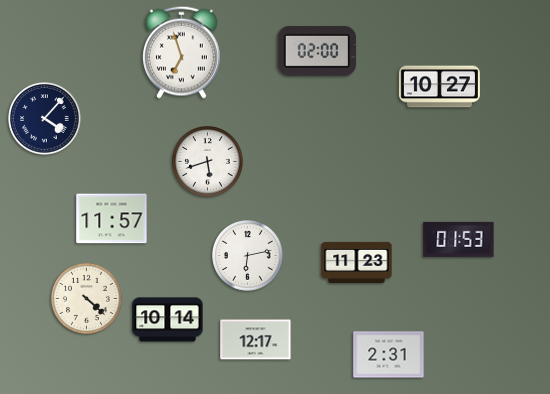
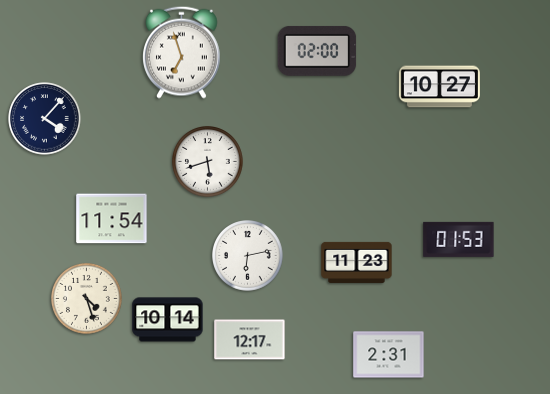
clock at (112, 219): 11:57 -> 11:54
clock at (87, 299): 4:22 -> 4:27
clock at (256, 340) position: (256, 340) -> (250, 340)
